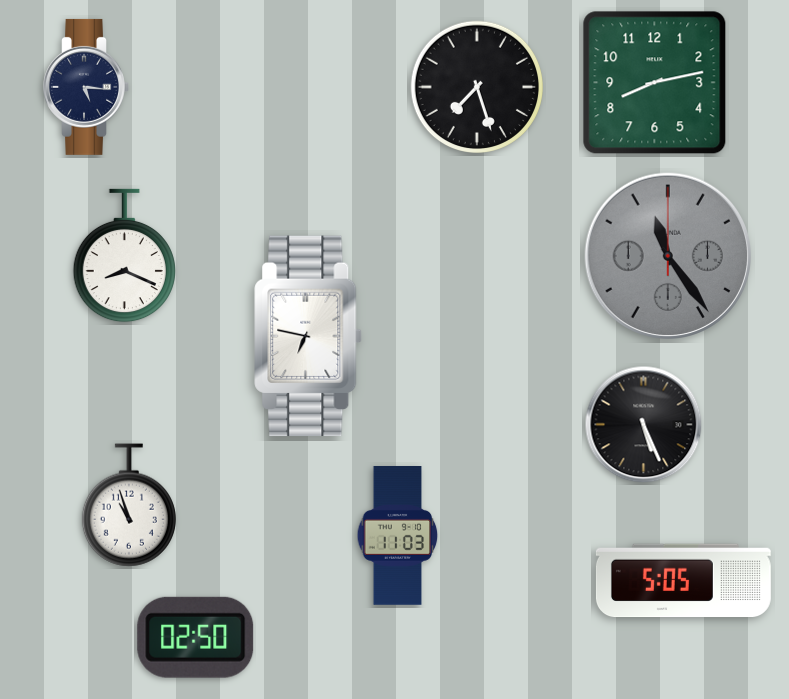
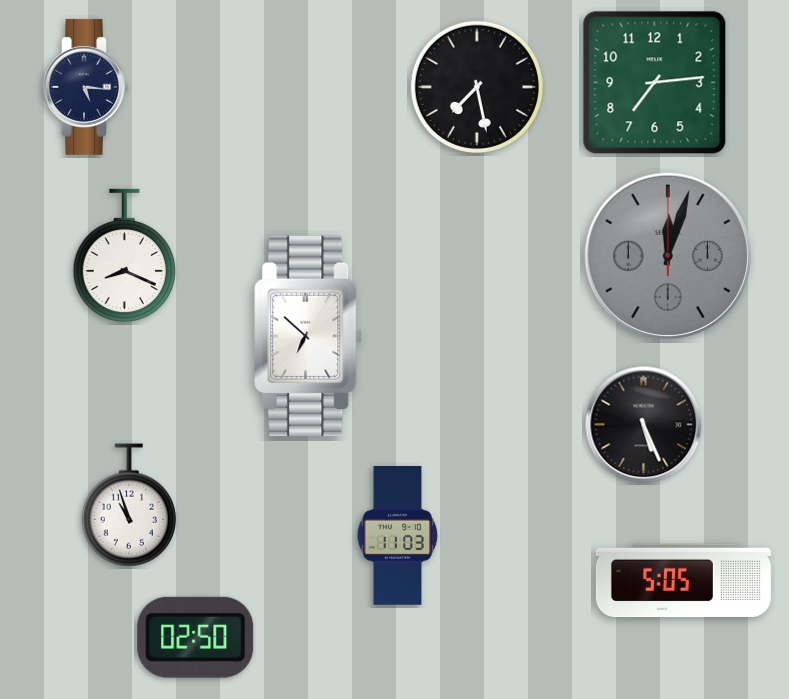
clock at (655, 83): 8:13 -> 7:14
clock at (476, 86): 7:27 -> 7:28
clock at (667, 255): 11:24 -> 12:03
clock at (308, 336): 6:47 -> 6:52
